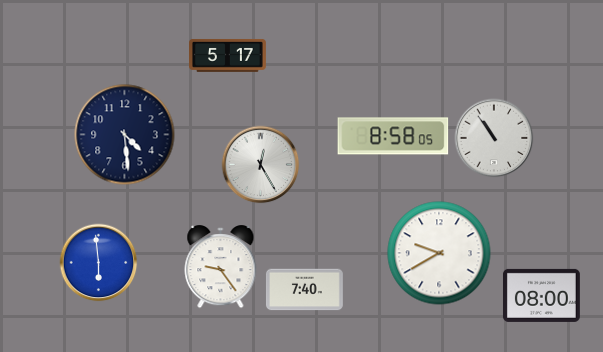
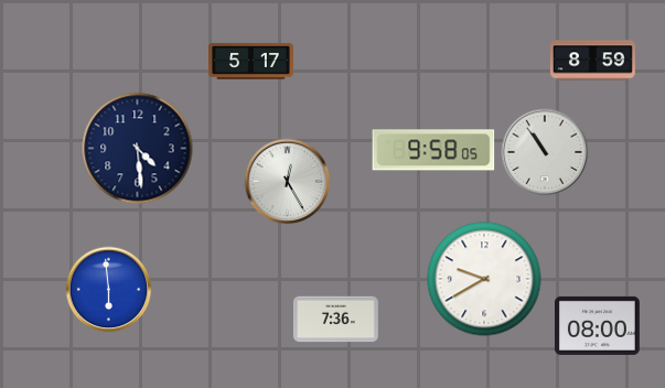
clock at (592, 61): none -> 8:59
clock at (393, 136): 8:58 -> 9:58
clock at (221, 267): 9:24 -> none
clock at (304, 290): 7:40 -> 7:36
